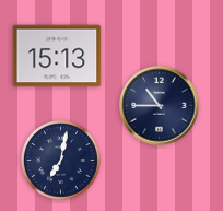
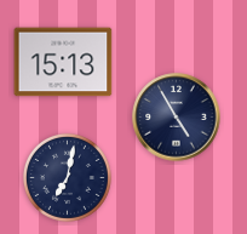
clock at (160, 106): 10:45 -> 4:55
